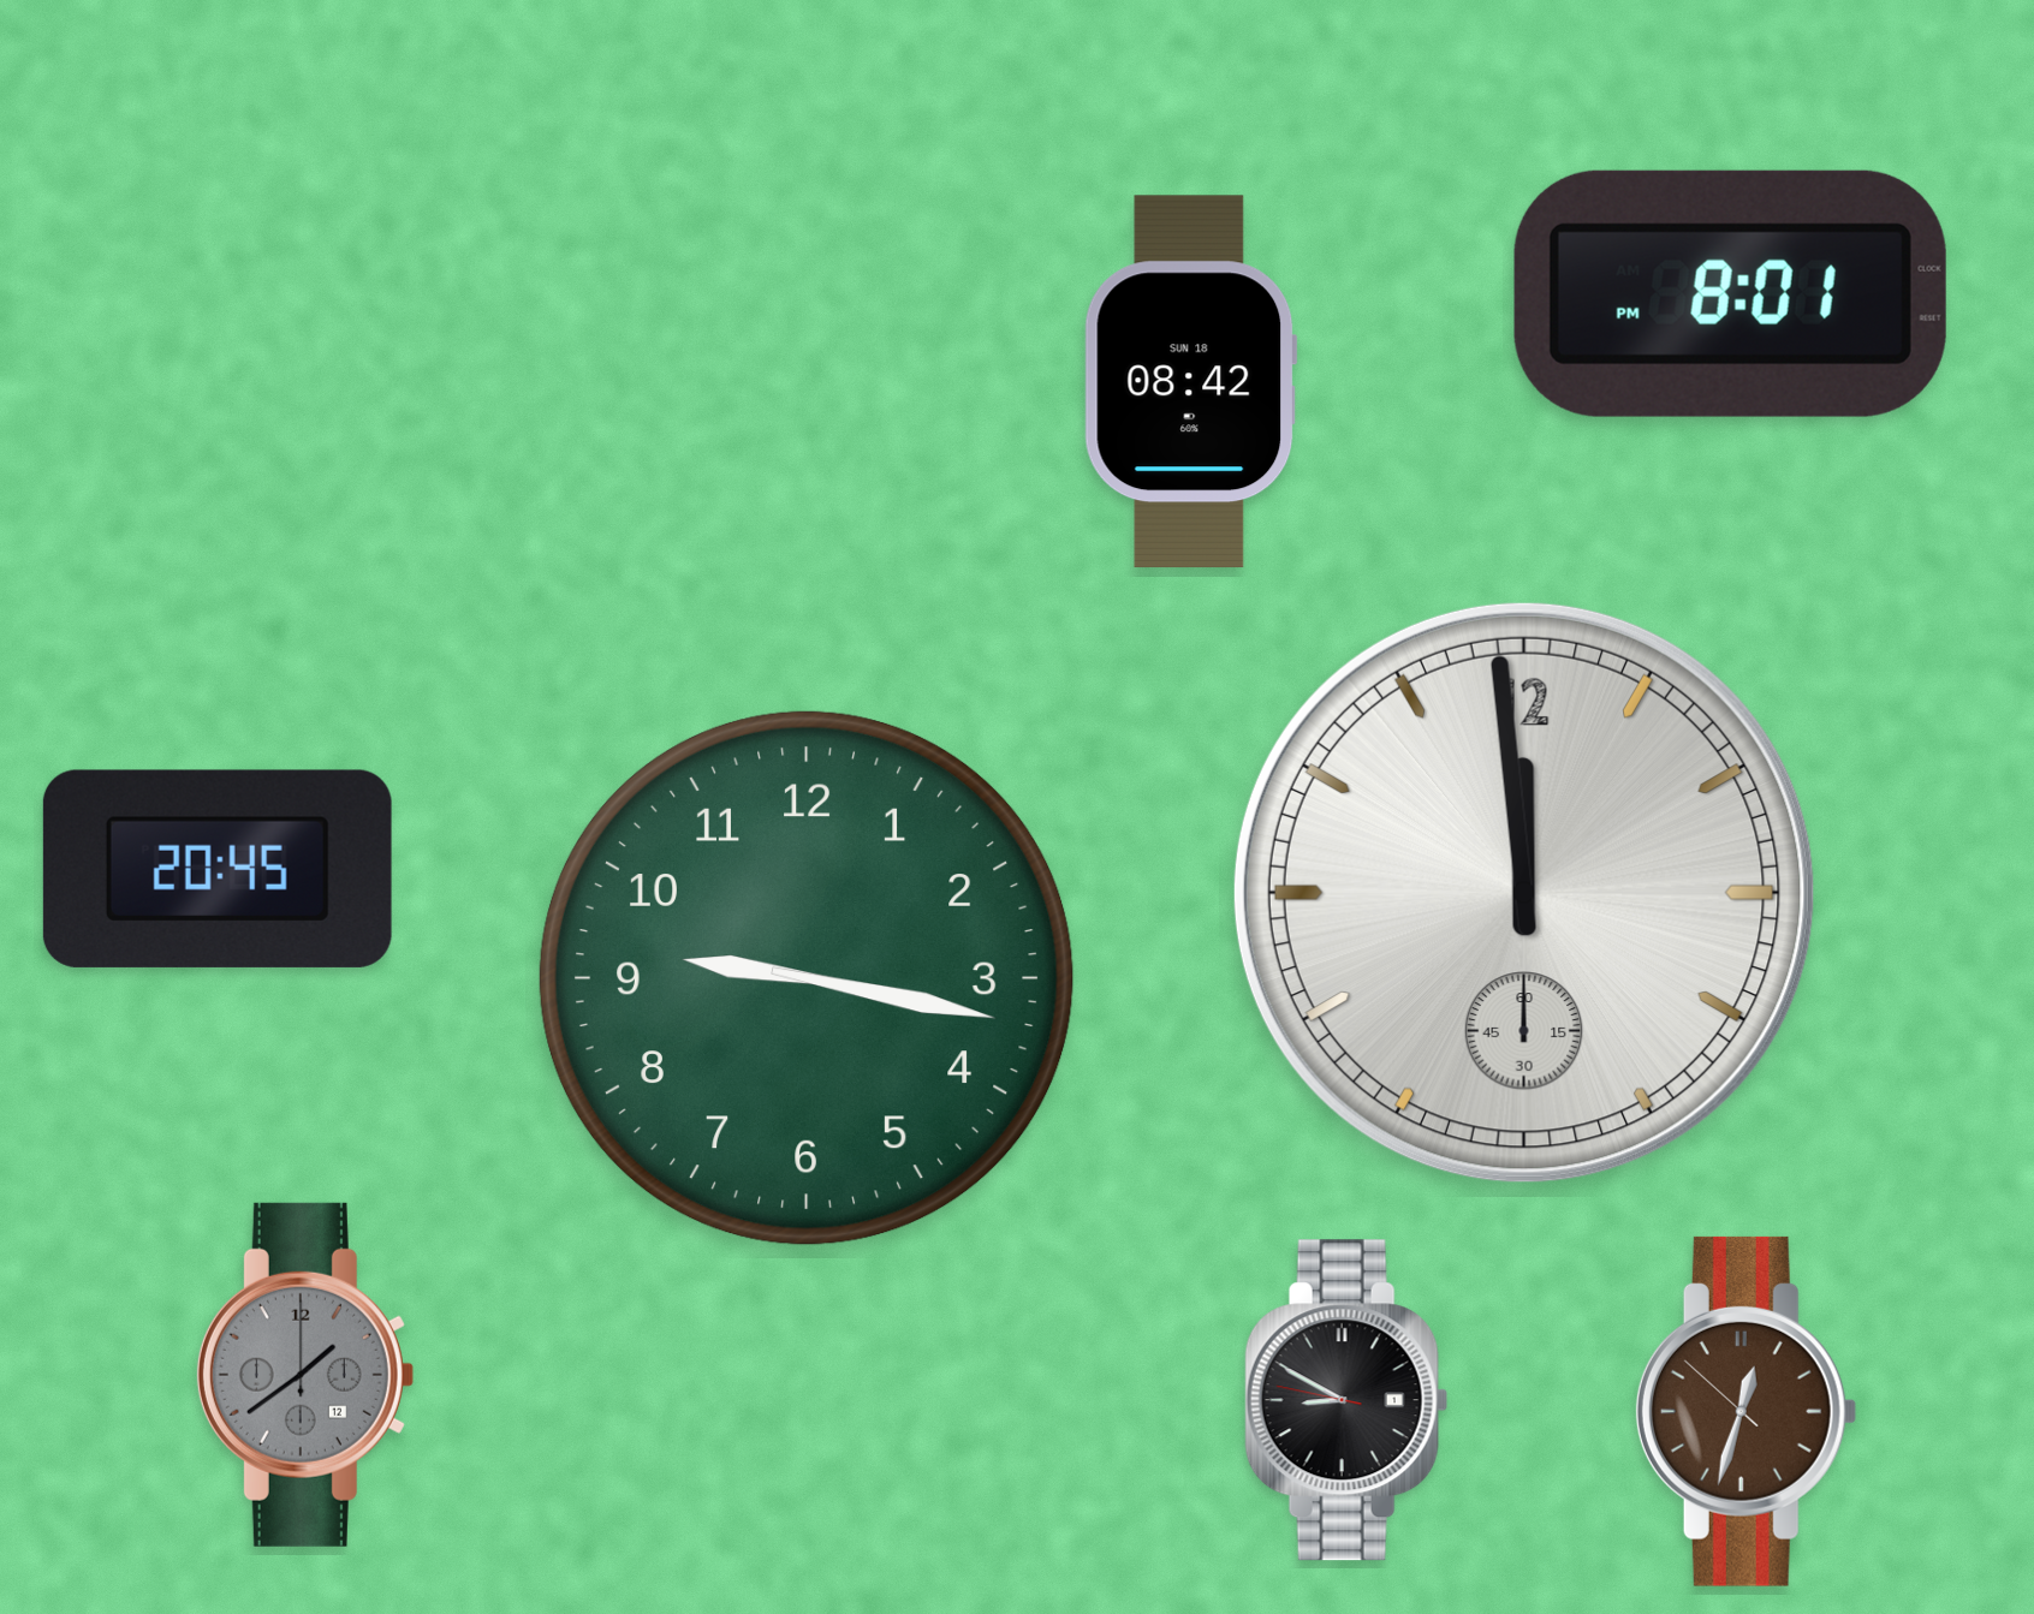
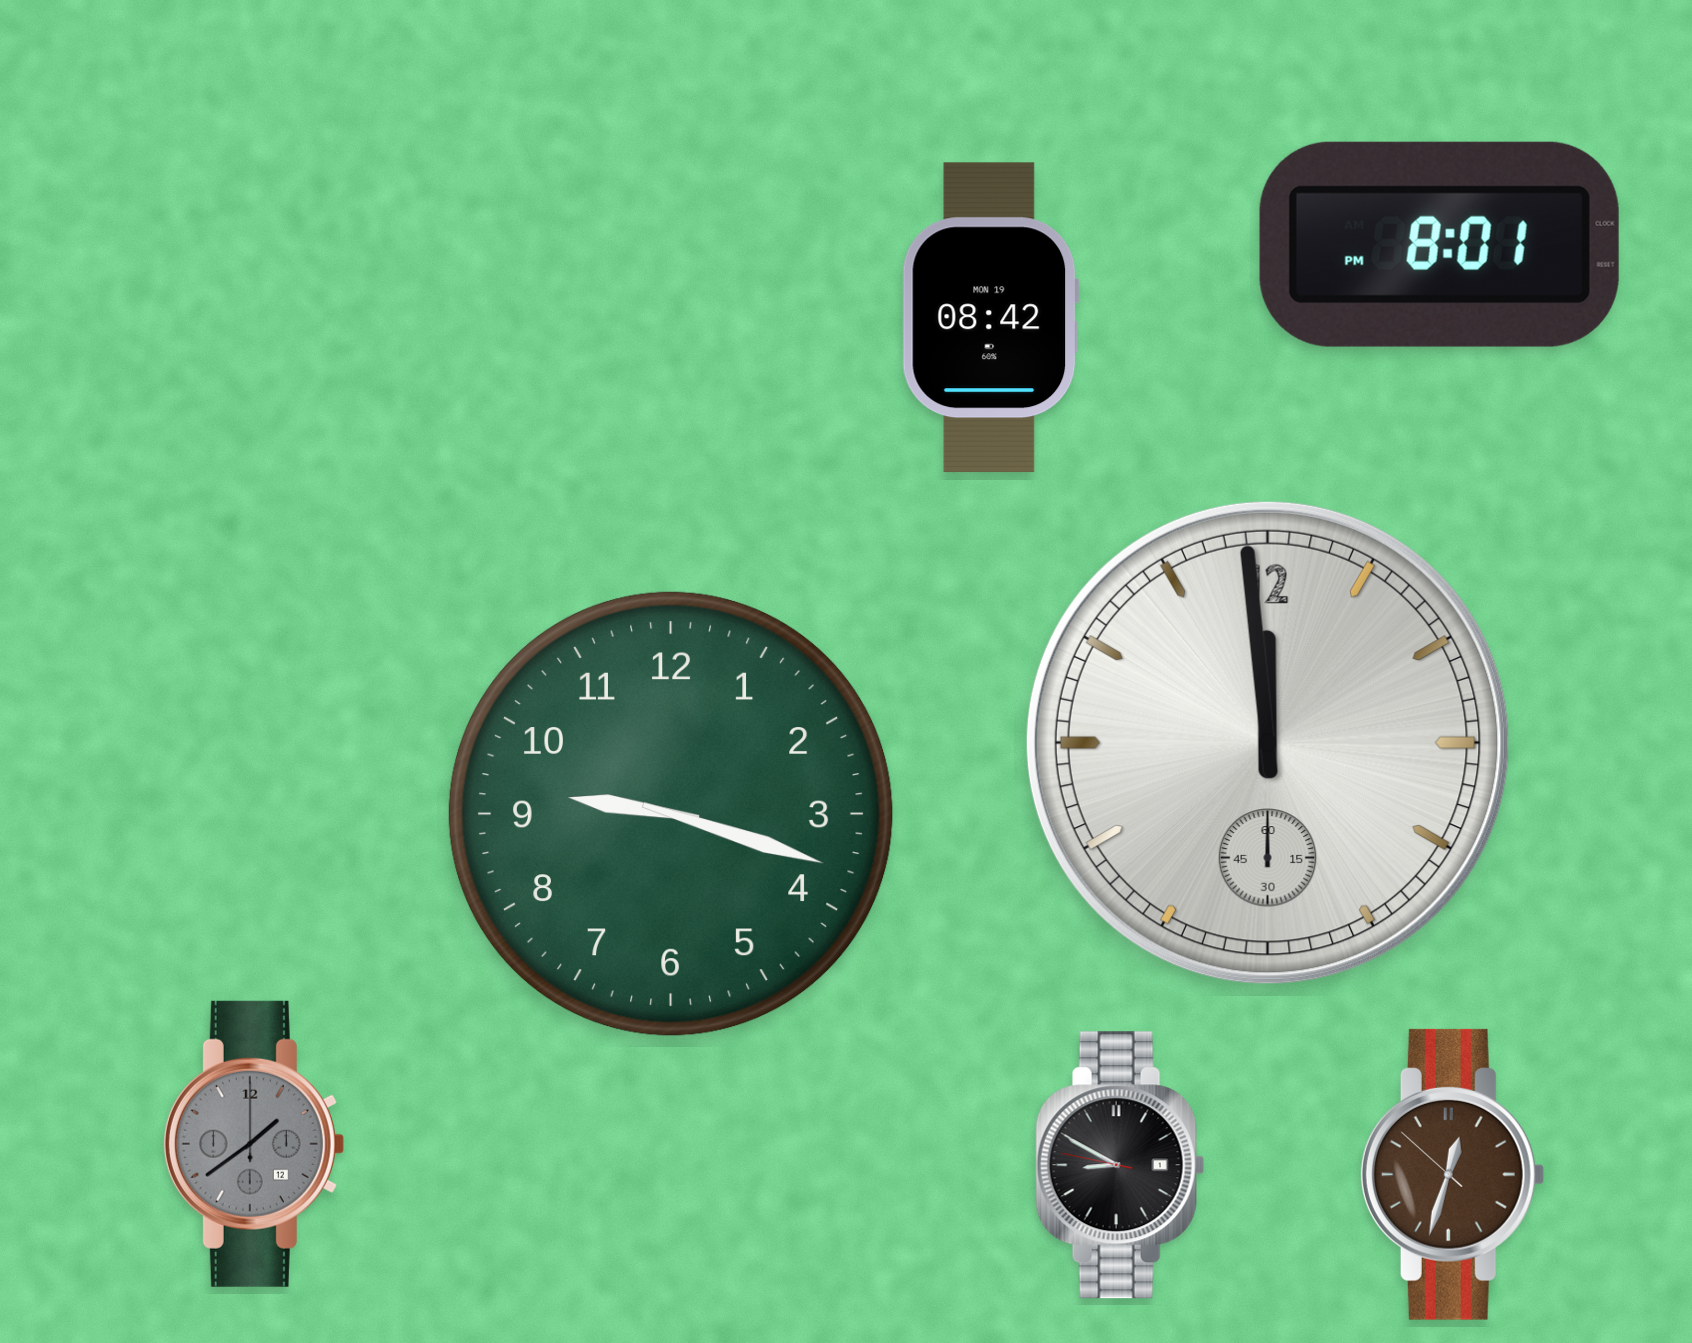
clock at (1190, 382) date: SUN 18 -> MON 19
clock at (218, 869): 20:45 -> none
clock at (807, 978): 9:17 -> 9:18
